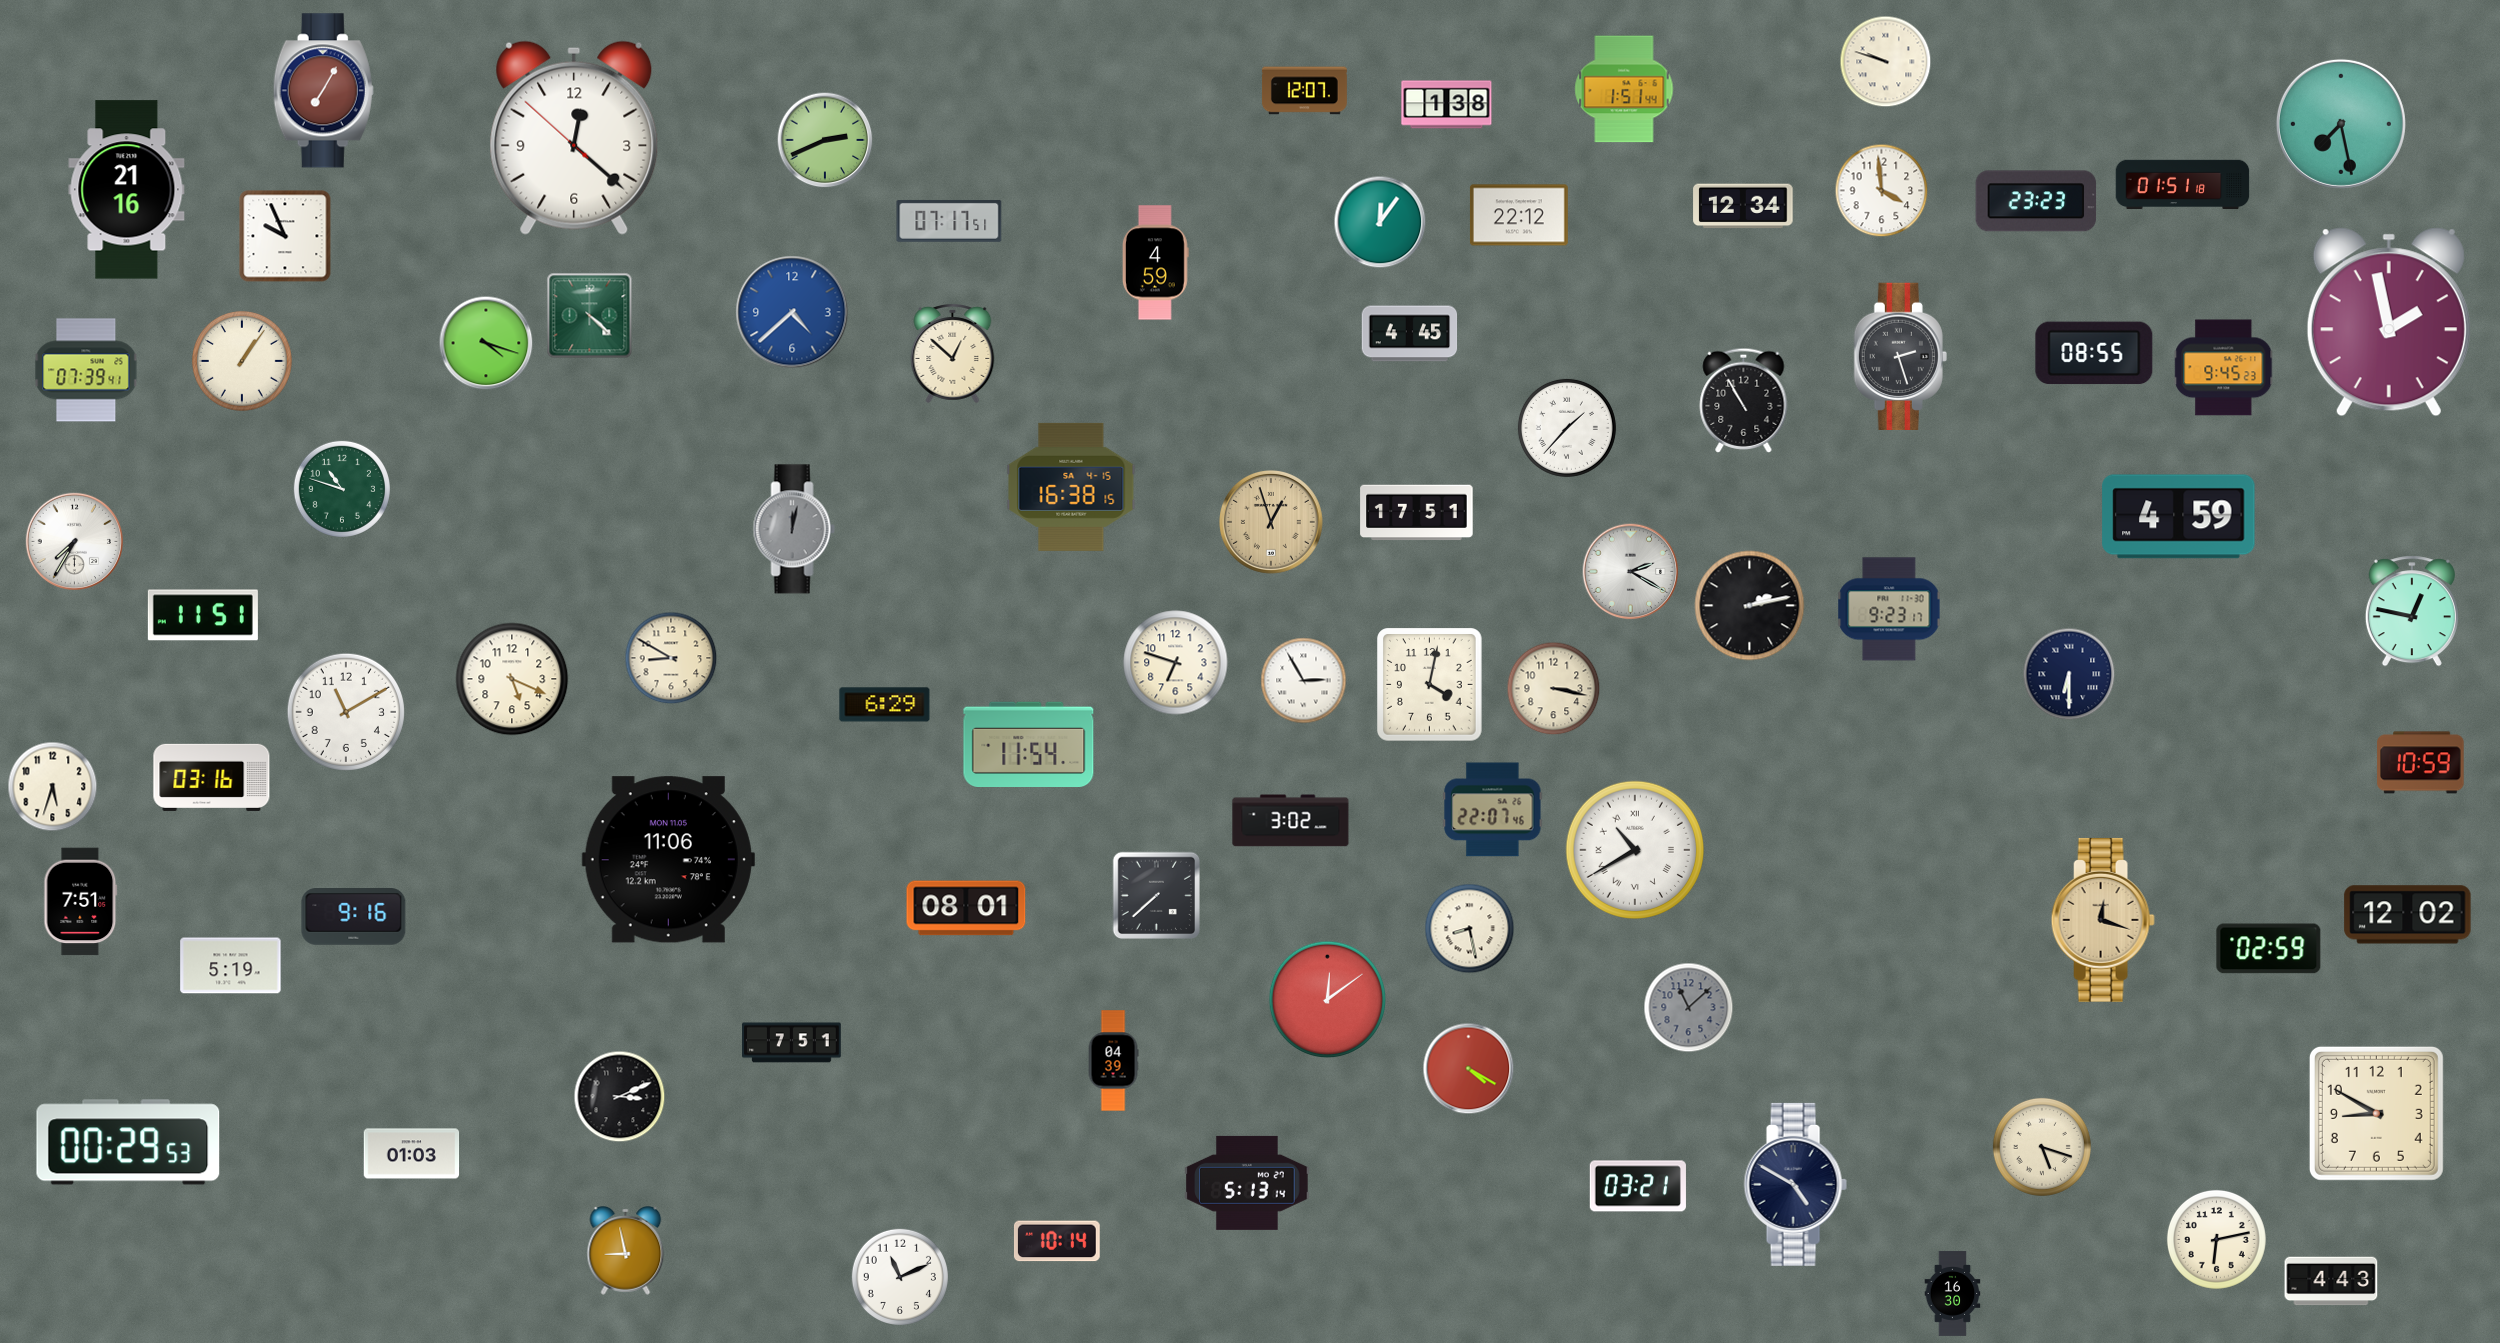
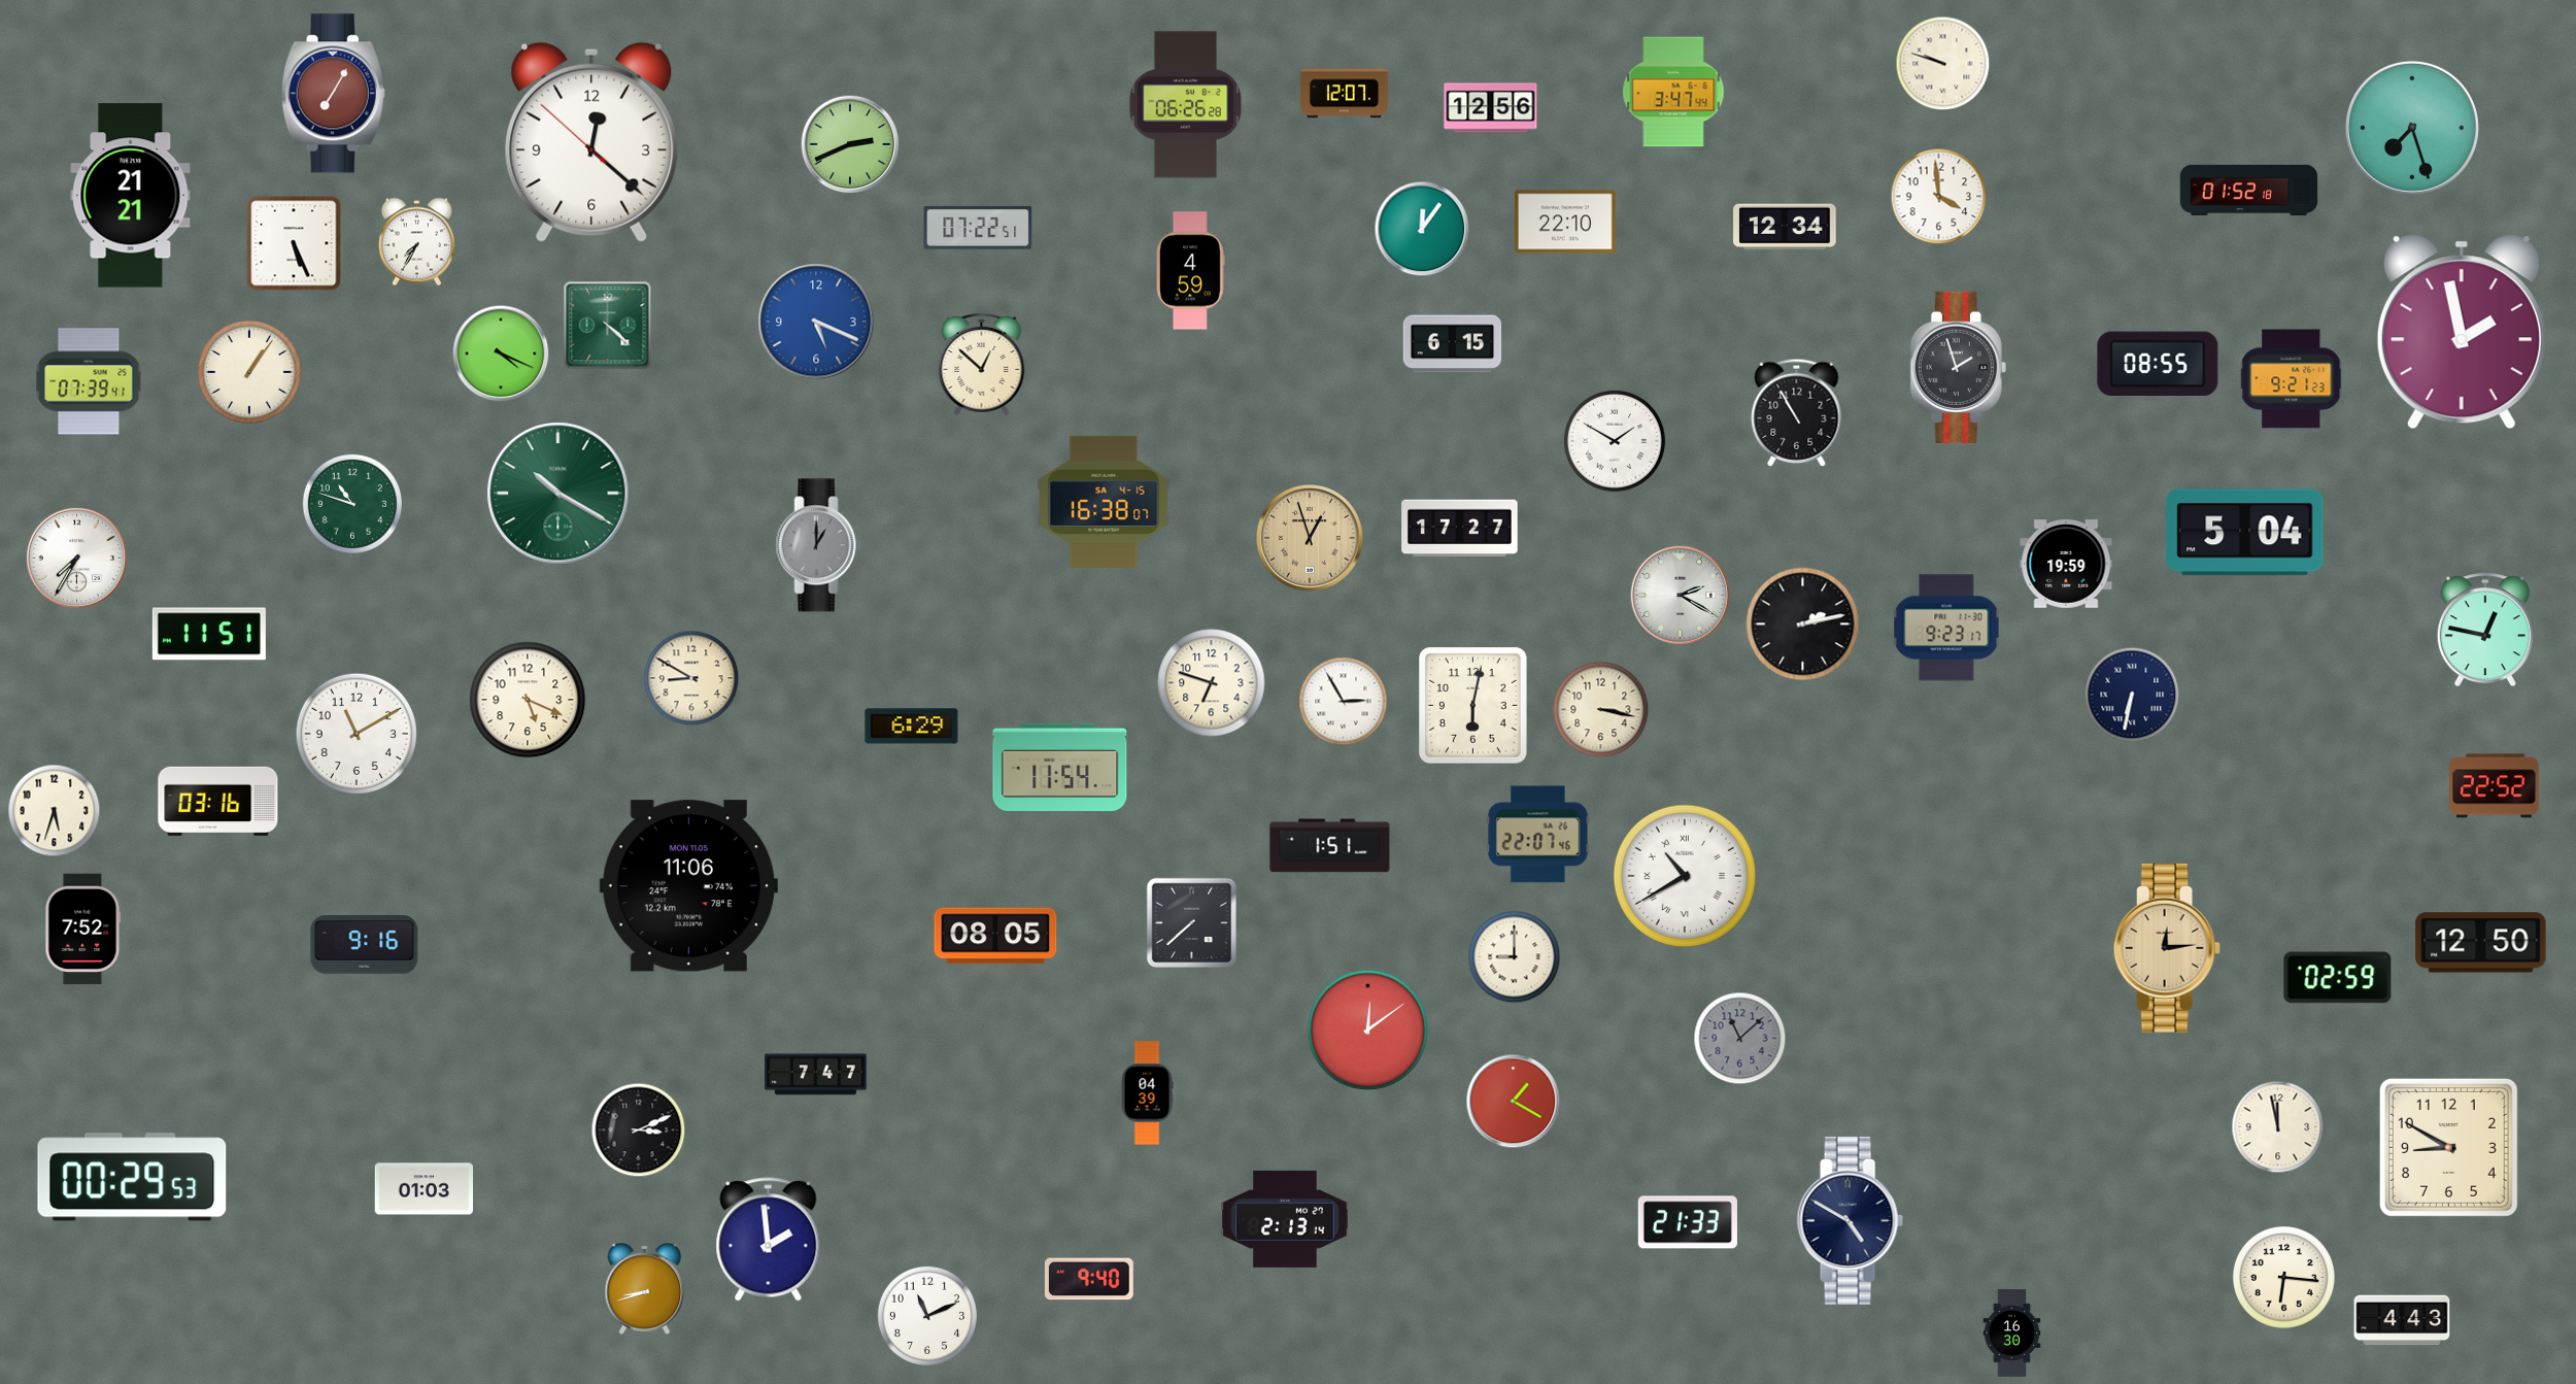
clock at (1624, 89): 1:51 -> 3:47
clock at (1186, 105): none -> 06:26
clock at (1447, 105): 1:38 -> 12:56
clock at (2341, 124): 7:28 -> 7:27
clock at (2183, 185): 01:51 -> 01:52
clock at (127, 190): 21:16 -> 21:21
clock at (2036, 201): 23:23 -> none
clock at (1743, 206) position: (1743, 206) -> (1785, 227)
clock at (1519, 215): 22:12 -> 22:10
clock at (949, 221): 07:17 -> 07:22
clock at (416, 242): none -> 7:35
clock at (285, 236): 9:56 -> 5:26
clock at (792, 312): 4:38 -> 5:19
clock at (1410, 334): 4:45 -> 6:15
clock at (486, 343): 4:18 -> 4:19
clock at (1900, 356): 2:27 -> 1:57
clock at (2224, 368): 9:45 -> 9:21
clock at (1567, 428): 1:37 -> 1:50
clock at (558, 494): none -> 10:20
clock at (1071, 487): 16:38:15 -> 16:38:07
clock at (1417, 513): 17:51 -> 17:27
clock at (2179, 517): 4:59 -> 5:04
clock at (794, 529): 12:02 -> 1:00
clock at (2066, 564): none -> 19:59
clock at (1631, 572) position: (1631, 572) -> (1681, 596)
clock at (2069, 674): 6:30 -> 6:32
clock at (1430, 685): 4:02 -> 6:02
clock at (2421, 763): 10:59 -> 22:52
clock at (1291, 821): 3:02 -> 1:51
clock at (81, 902): 7:51 -> 7:52
clock at (966, 908): 08:01 -> 08:05
clock at (2408, 915): 12:02 -> 12:50
clock at (2103, 920): 12:18 -> 12:14
clock at (1470, 929): 8:28 -> 9:00
clock at (231, 966): 5:19 -> none
clock at (792, 1043): 7:51 -> 7:47
clock at (1469, 1069): 4:20 -> 1:20
clock at (2278, 1127): none -> 11:58
clock at (2042, 1147): 5:18 -> none
clock at (1247, 1183): 5:13 -> 2:13
clock at (1638, 1186): 03:21 -> 21:33
clock at (769, 1240): none -> 1:59
clock at (2216, 1239): 6:13 -> 6:16
clock at (1057, 1241): 10:14 -> 9:40
clock at (626, 1251): 8:58 -> 8:42
